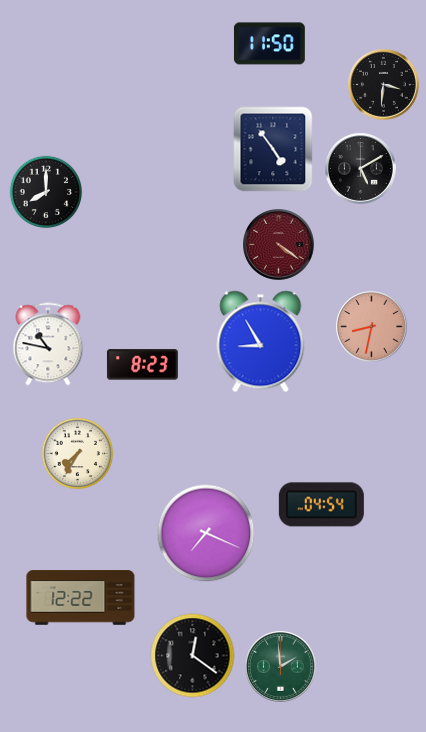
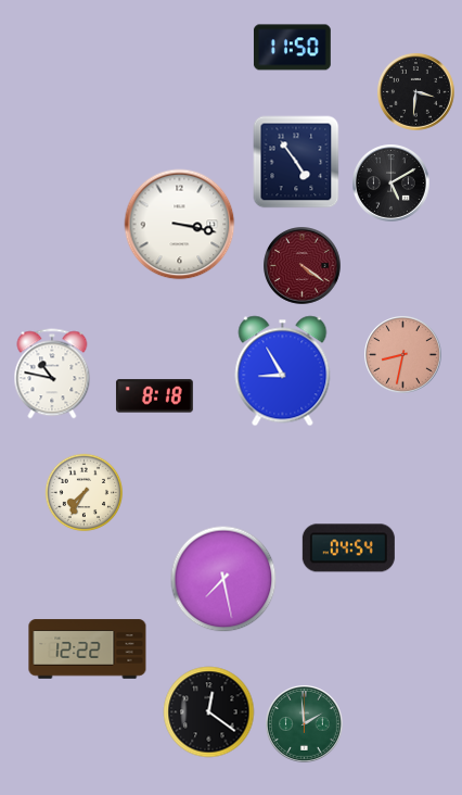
clock at (46, 192): 8:00 -> none
clock at (180, 225): none -> 3:17
clock at (142, 365): 8:23 -> 8:18
clock at (206, 533): 7:19 -> 7:28
